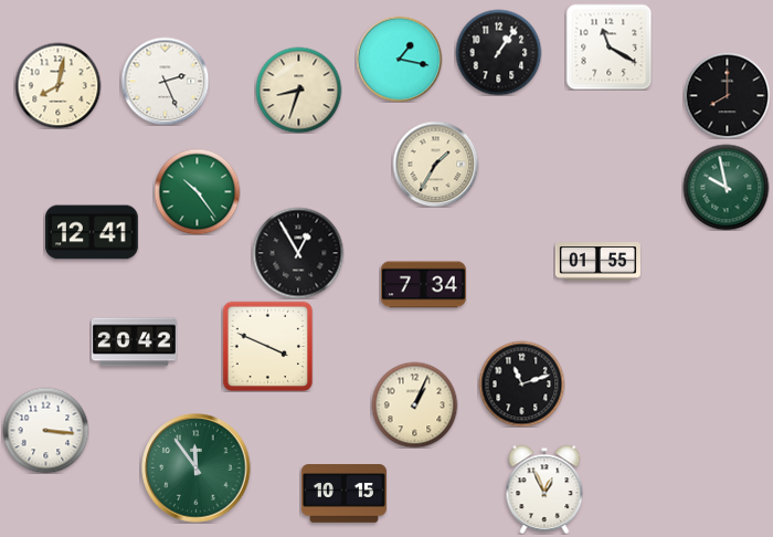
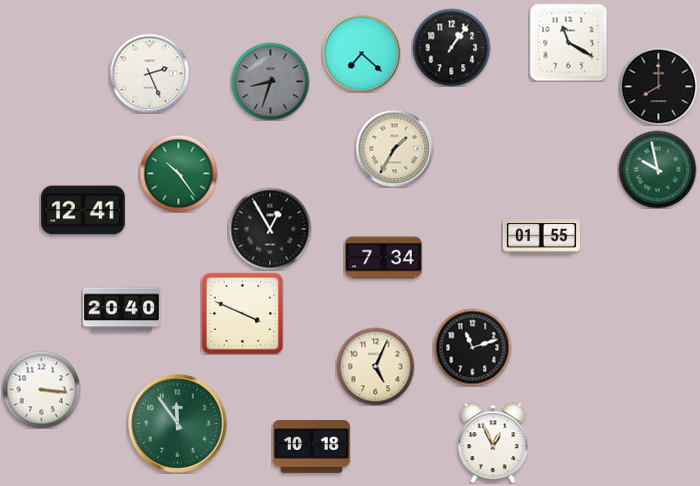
clock at (608, 46) position: (608, 46) -> (568, 42)
clock at (399, 59): 1:17 -> 7:22
clock at (57, 85): 8:02 -> none
clock at (298, 89) dial: cream -> grey
clock at (134, 343): 20:42 -> 20:40
clock at (414, 404): 1:04 -> 5:04
clock at (343, 494): 10:15 -> 10:18
